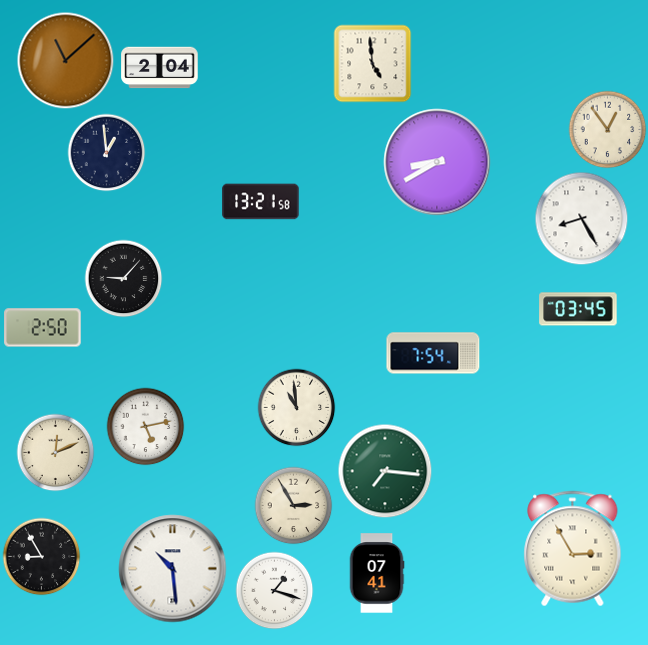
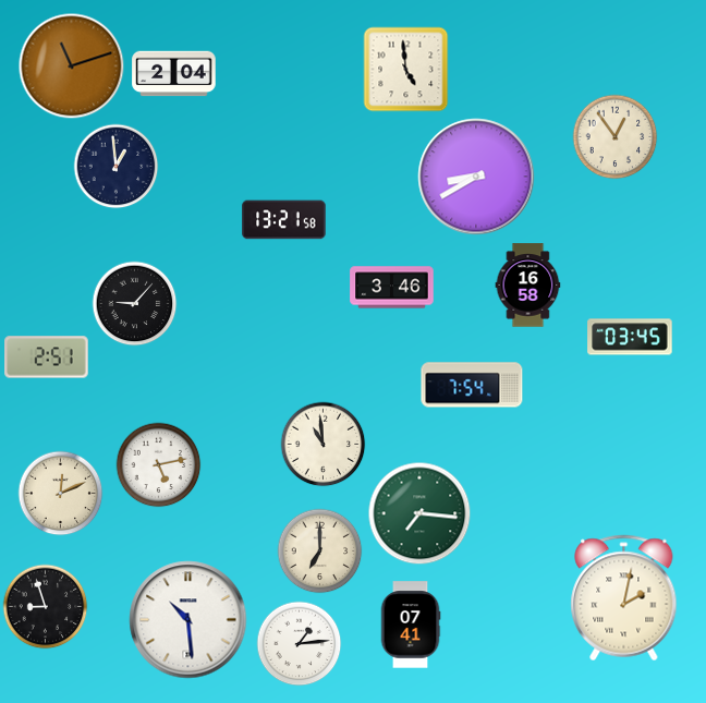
clock at (65, 60): 11:08 -> 11:12
clock at (607, 129) position: (607, 129) -> (614, 136)
clock at (581, 218): 8:25 -> none
clock at (528, 286): none -> 16:58
clock at (392, 288): none -> 3:46
clock at (43, 328): 2:50 -> 2:51
clock at (293, 505): 2:55 -> 7:00
clock at (573, 549): 2:55 -> 2:02
clock at (41, 556): 8:55 -> 8:57
clock at (274, 590): 1:18 -> 1:14
